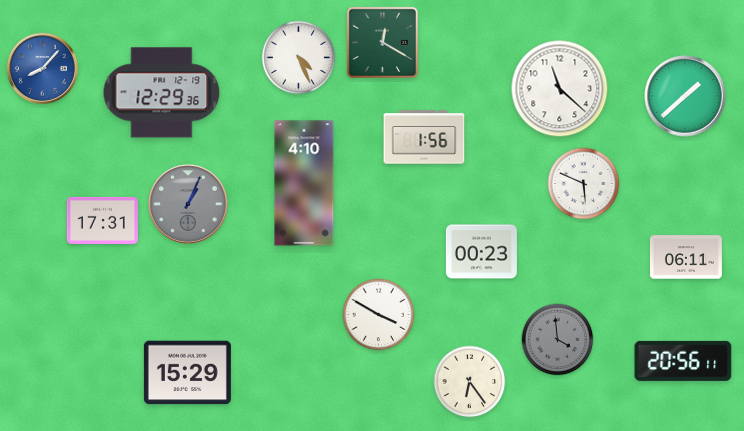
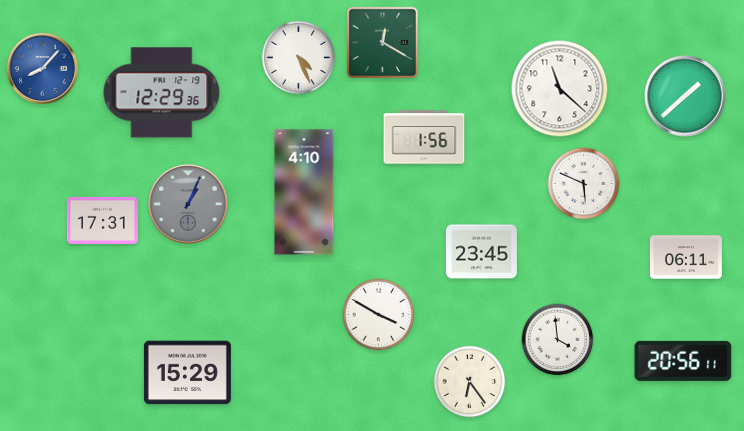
clock at (304, 183) position: (304, 183) -> (304, 192)
clock at (481, 252): 00:23 -> 23:45
clock at (558, 340) dial: grey -> white
